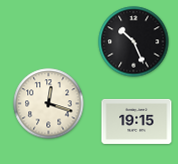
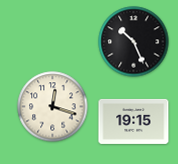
clock at (49, 104) position: (49, 104) -> (53, 107)
clock at (137, 121) position: (137, 121) -> (134, 121)
